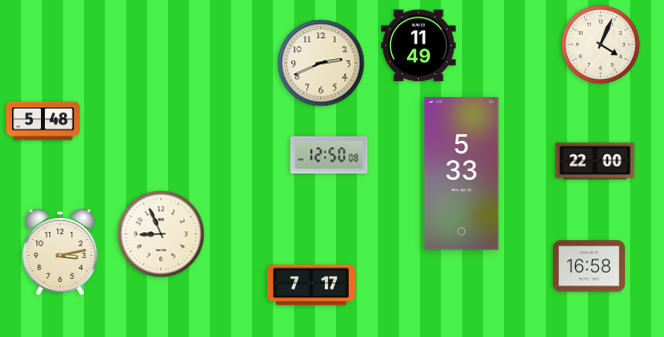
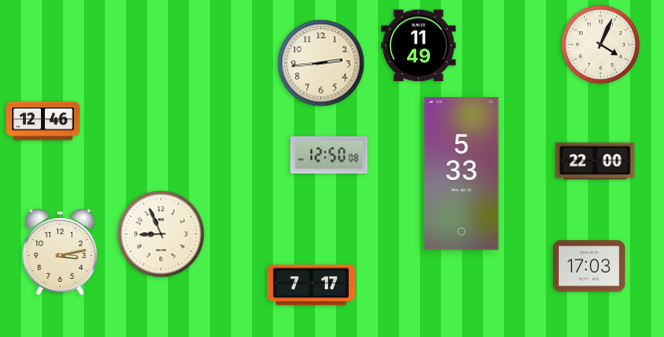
clock at (321, 63): 2:41 -> 2:44
clock at (43, 121): 5:48 -> 12:46
clock at (589, 266): 16:58 -> 17:03
